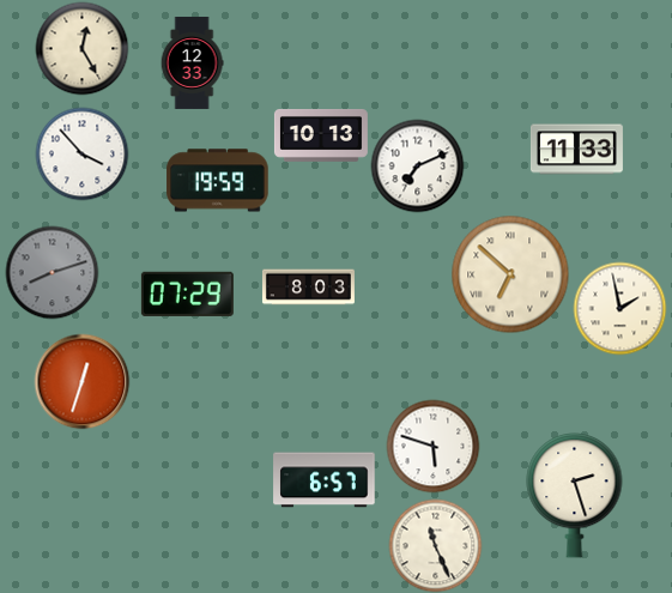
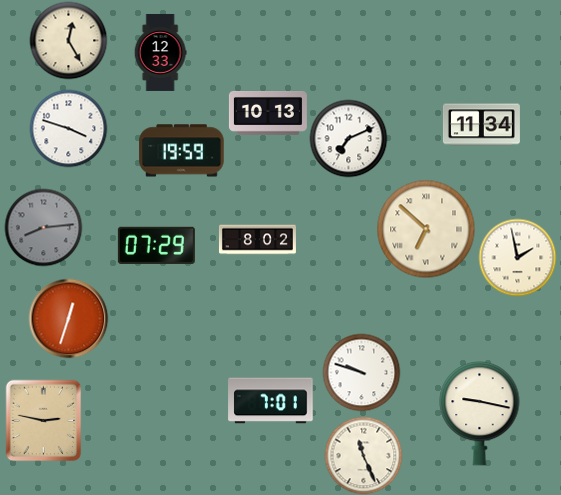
clock at (576, 150): 11:33 -> 11:34
clock at (81, 153): 3:53 -> 3:48
clock at (52, 272): 8:12 -> 8:14
clock at (308, 288): 8:03 -> 8:02
clock at (432, 446): 5:48 -> 9:48
clock at (325, 480): 6:57 -> 7:01
clock at (575, 496): 2:27 -> 9:17
clock at (44, 420): none -> 2:47
